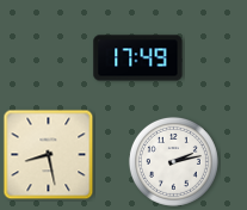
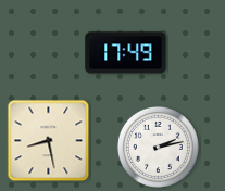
clock at (49, 155) position: (49, 155) -> (49, 141)
